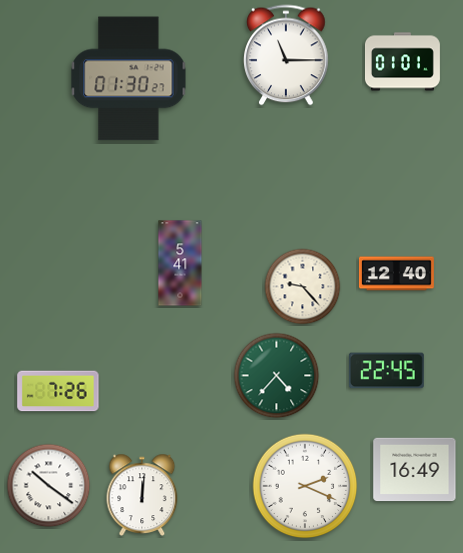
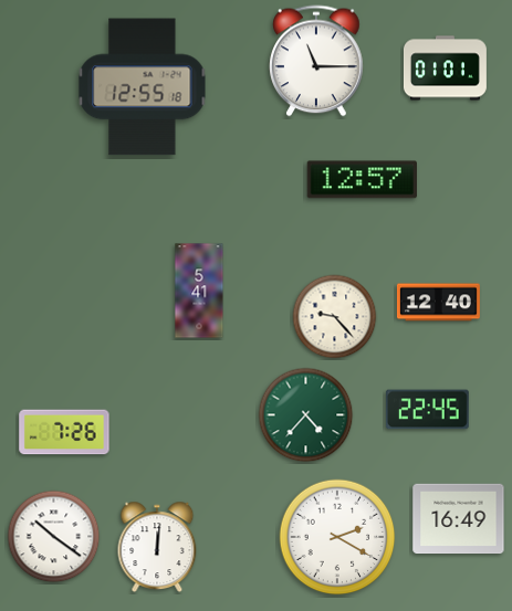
clock at (129, 79): 01:30 -> 12:55
clock at (362, 180): none -> 12:57
clock at (305, 486): 2:19 -> 2:20
